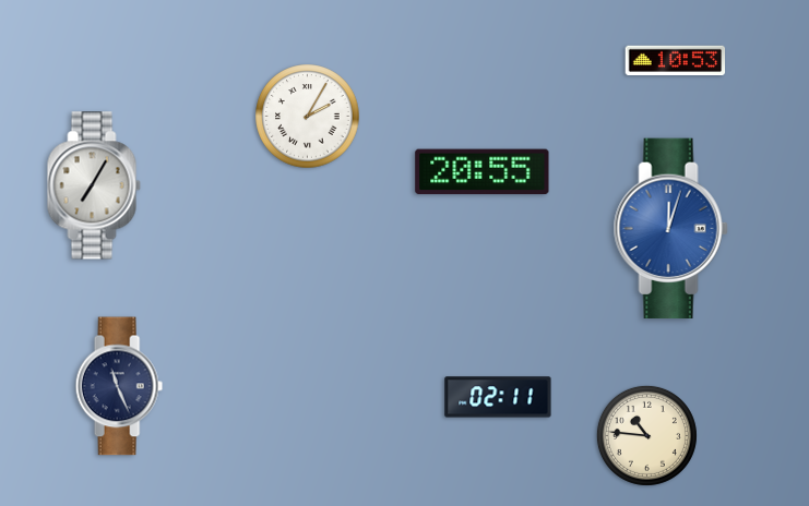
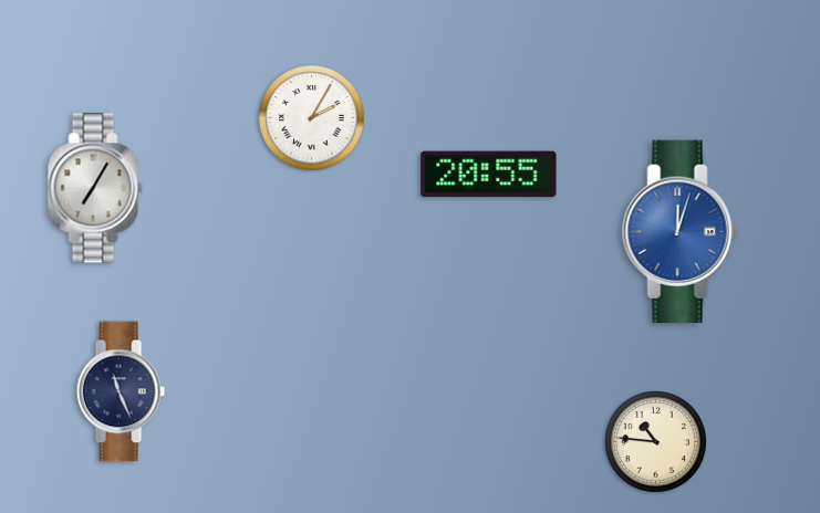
clock at (676, 61): 10:53 -> none
clock at (498, 397): 02:11 -> none
